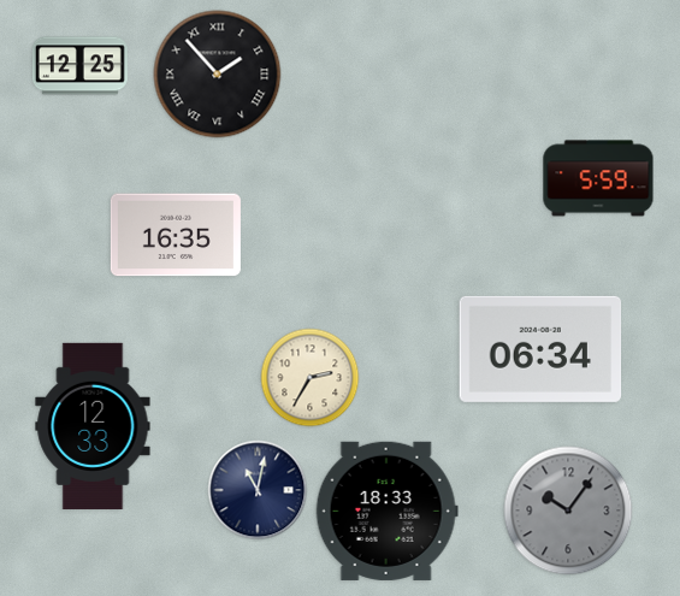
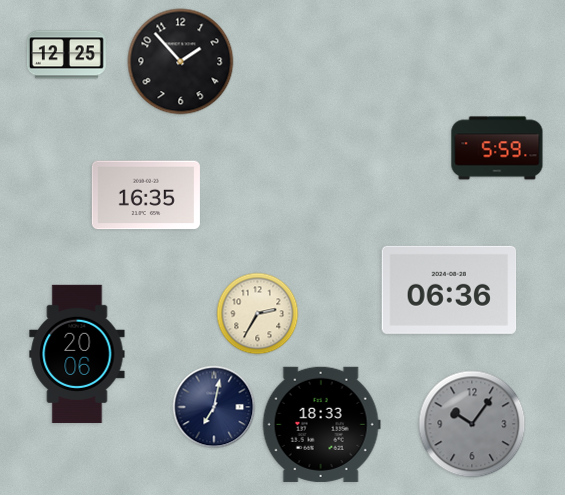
clock at (218, 75) numerals: Roman -> Arabic
clock at (540, 349): 06:34 -> 06:36
clock at (93, 426): 12:33 -> 20:06
clock at (258, 490): 11:02 -> 7:02
